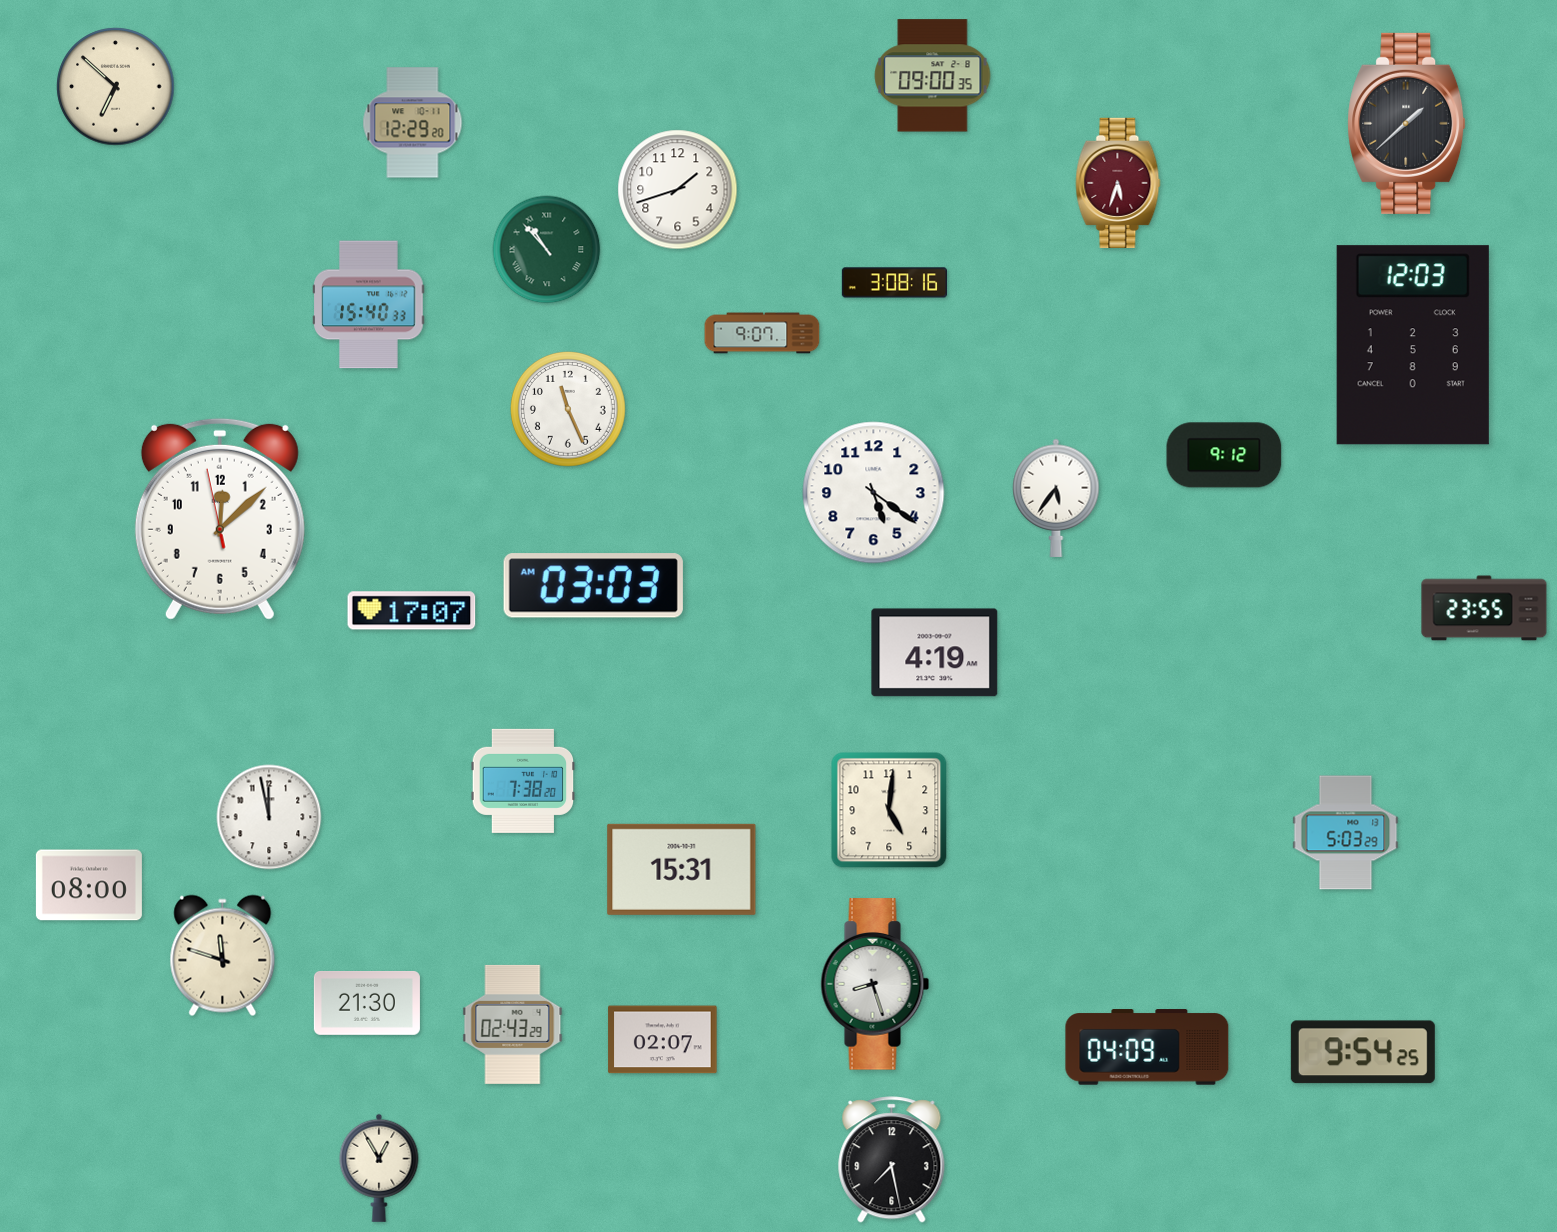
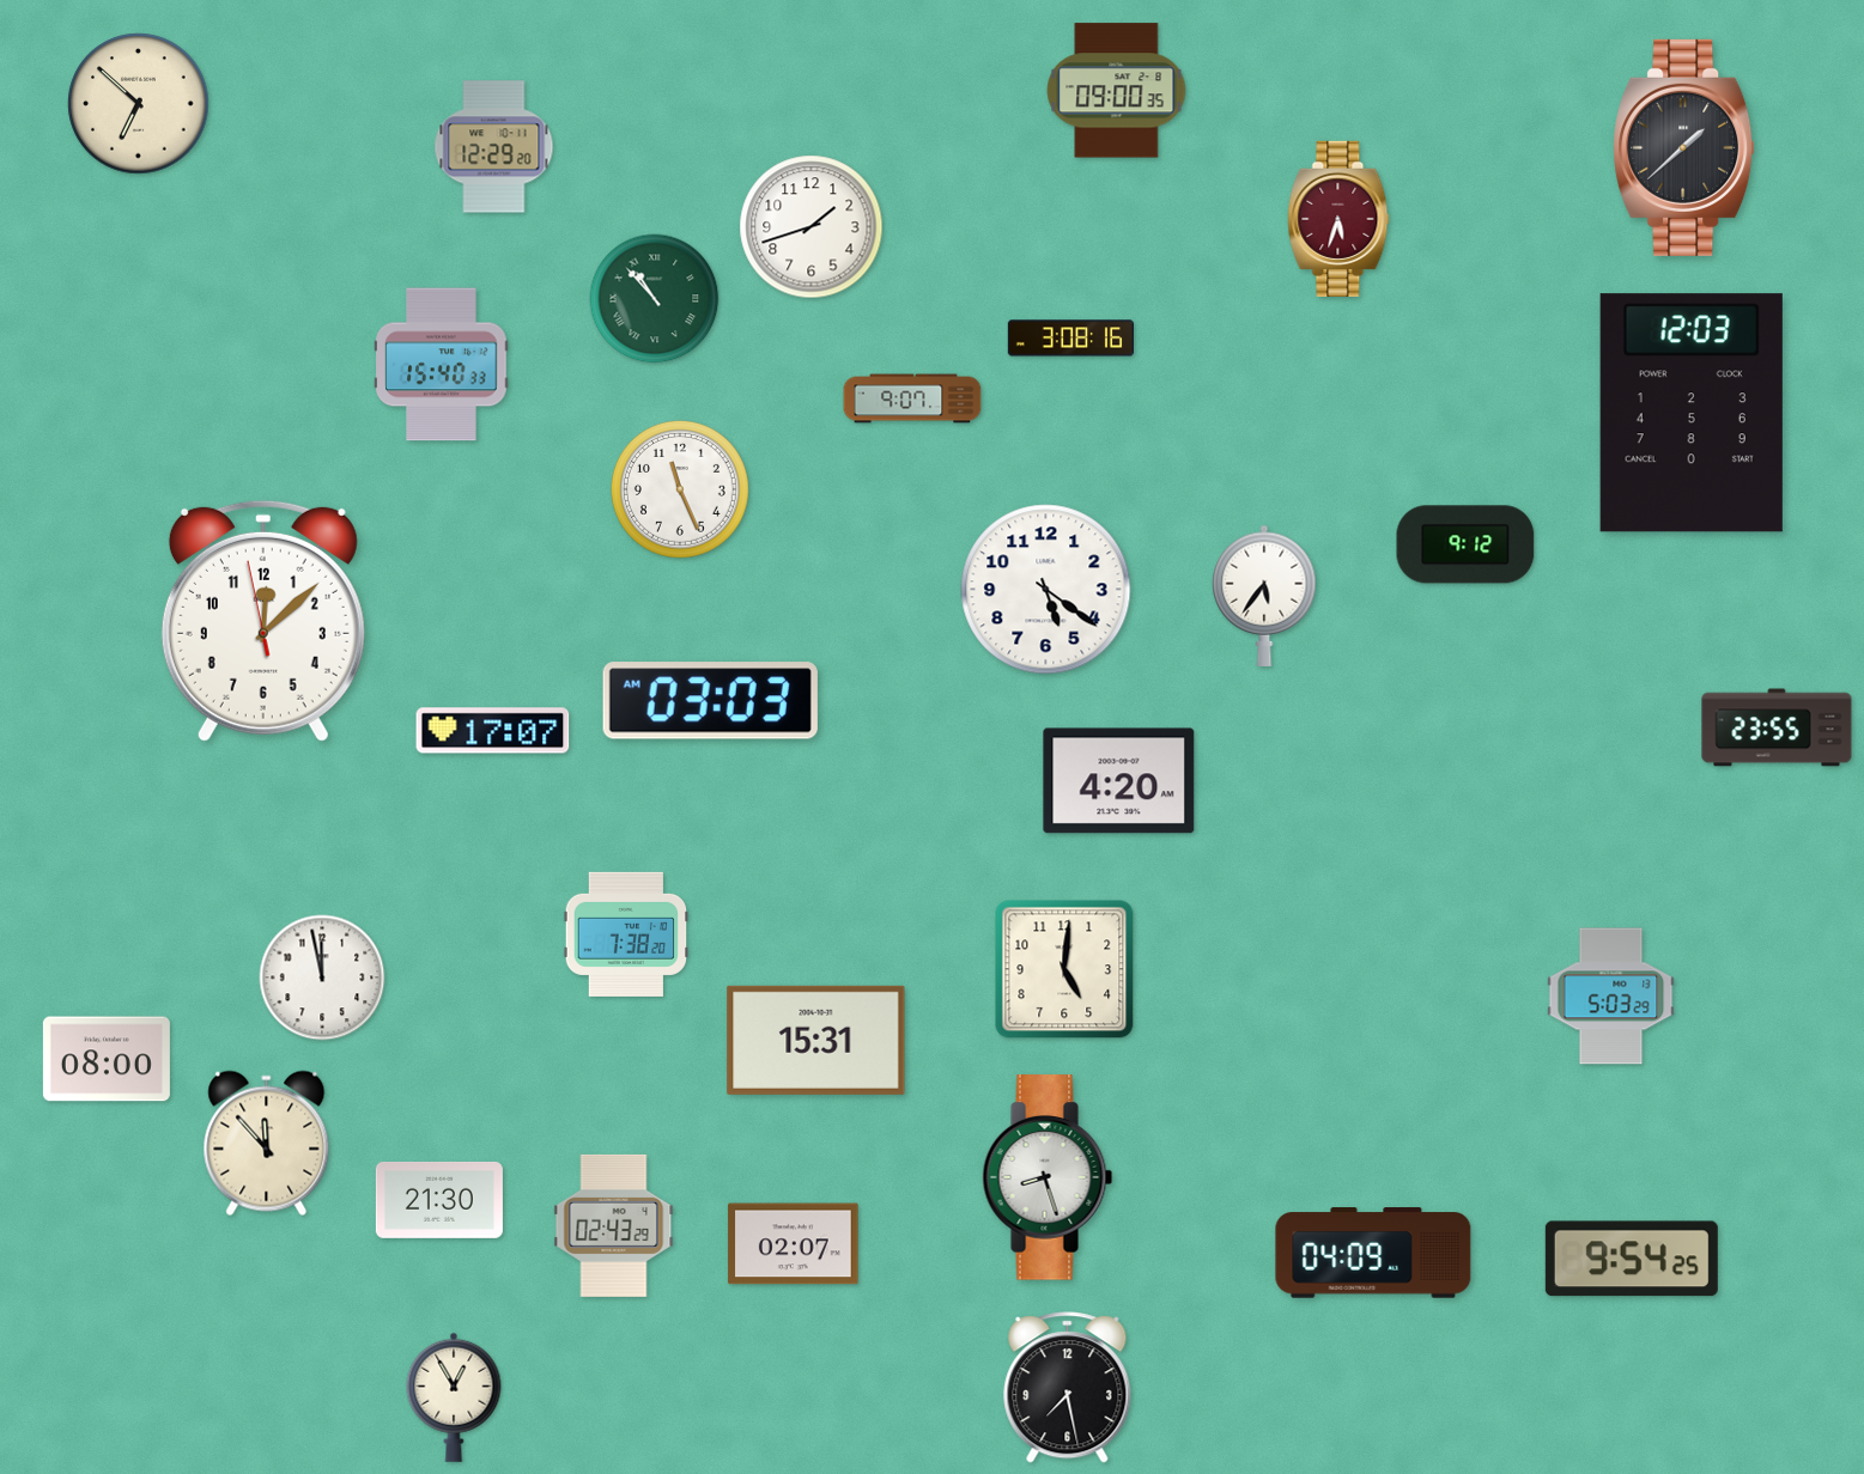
clock at (935, 653): 4:19 -> 4:20
clock at (223, 956): 11:48 -> 11:53
